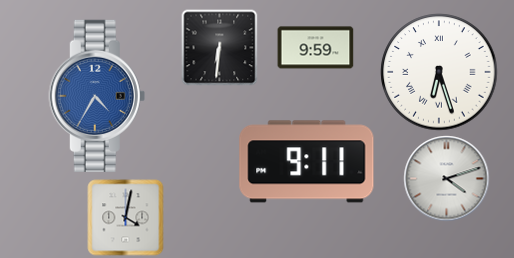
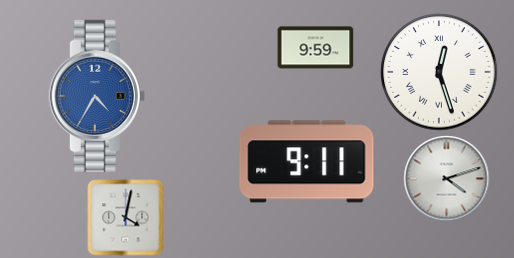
clock at (220, 48): 6:31 -> none
clock at (439, 72): 6:27 -> 12:27
